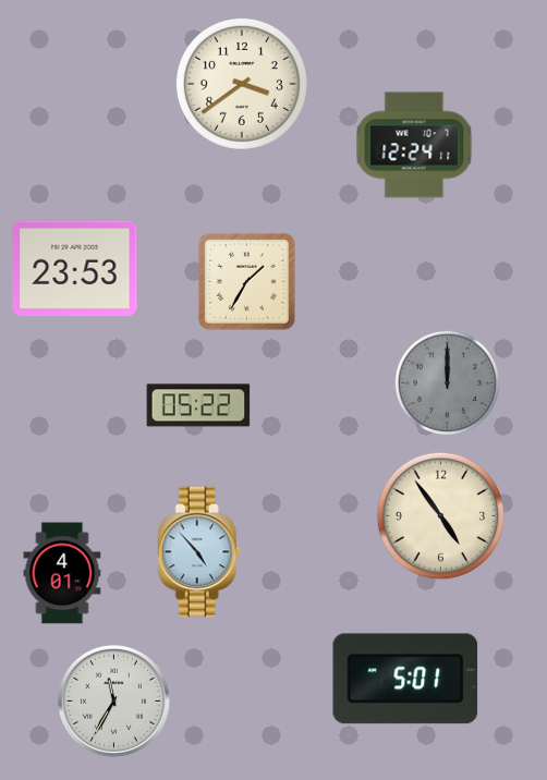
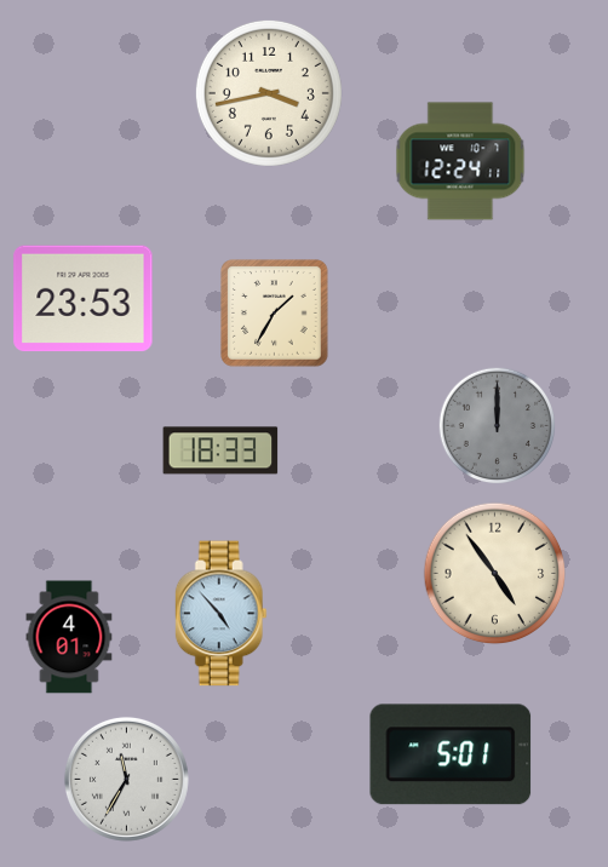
clock at (242, 84): 3:39 -> 3:43
clock at (198, 405): 05:22 -> 18:33
clock at (441, 516) position: (441, 516) -> (495, 574)
